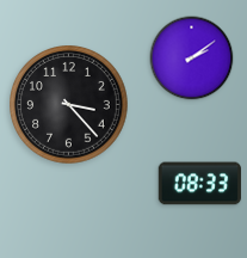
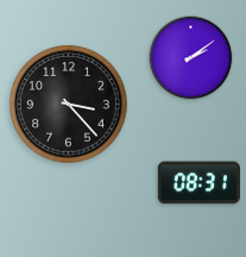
clock at (199, 184): 08:33 -> 08:31
